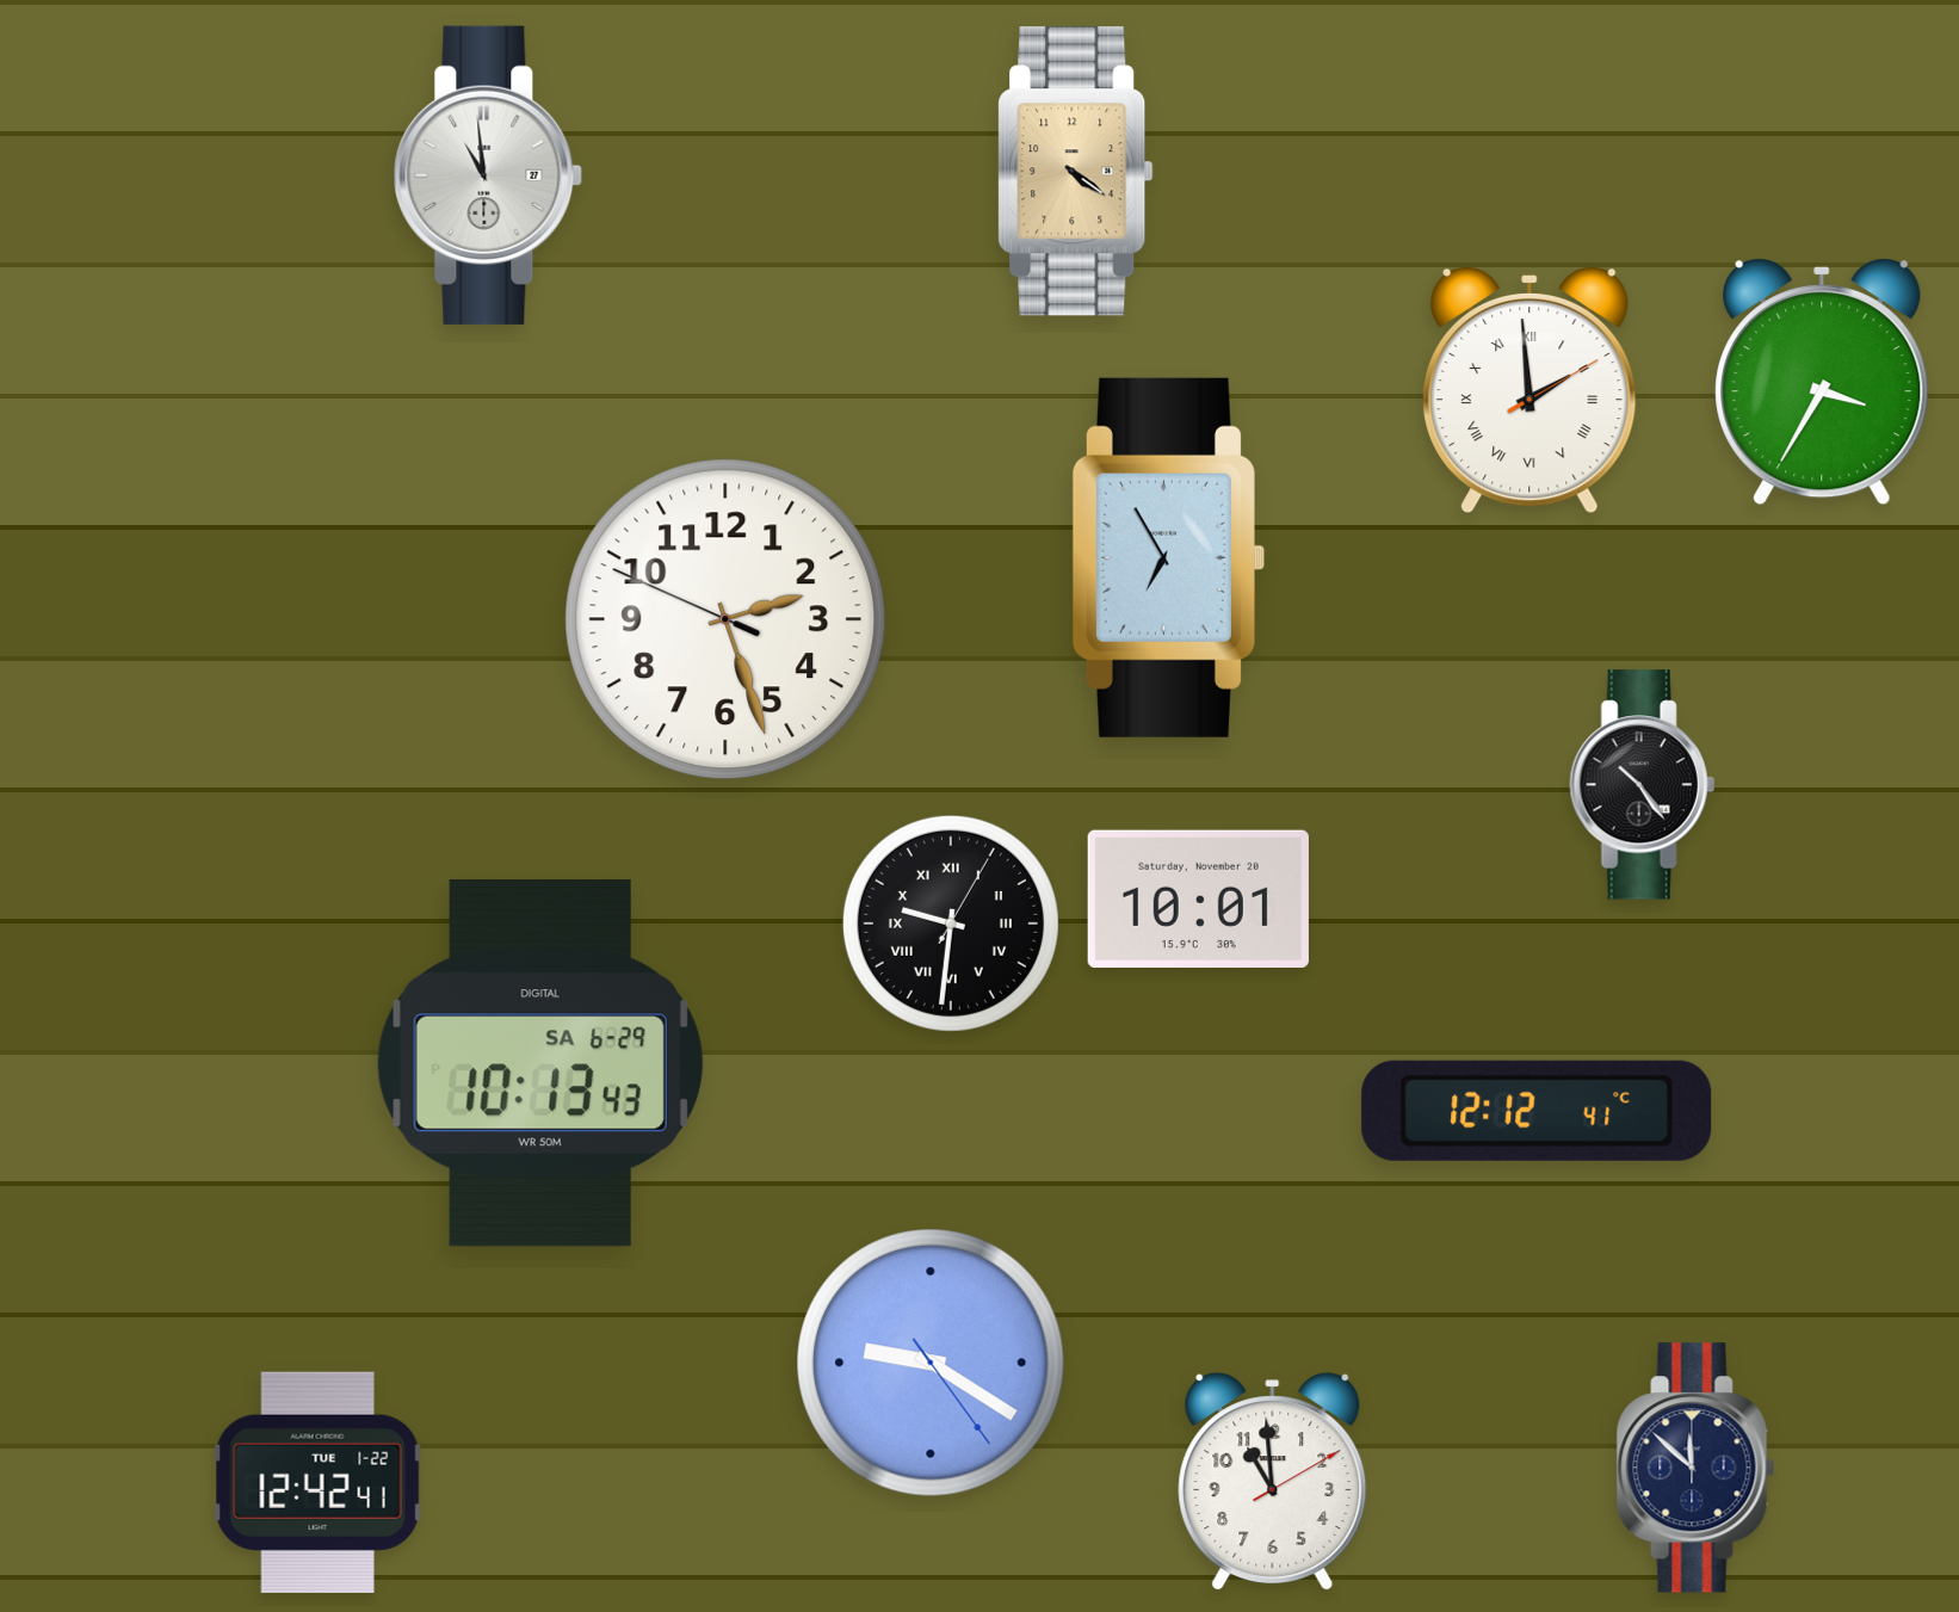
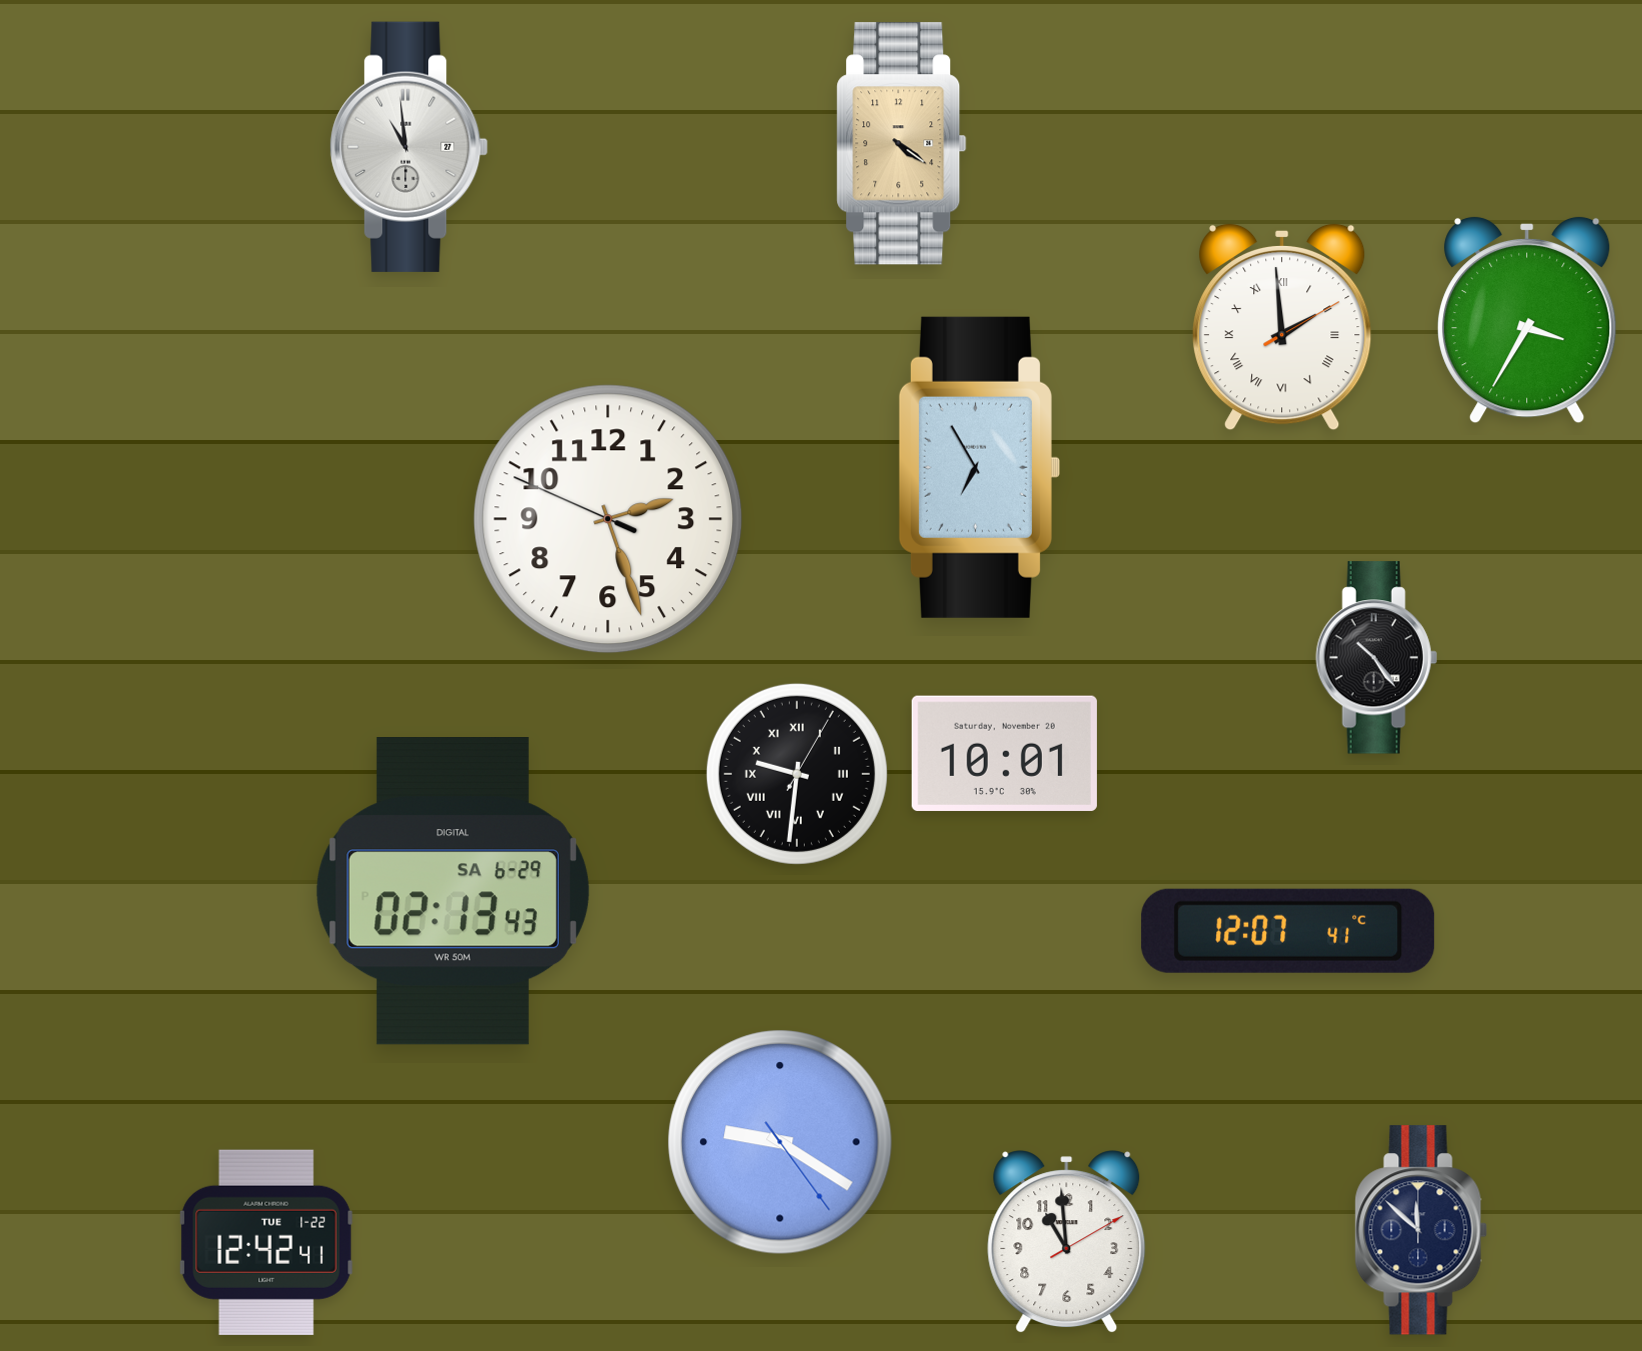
clock at (540, 1063): 10:13 -> 02:13
clock at (1537, 1111): 12:12 -> 12:07
